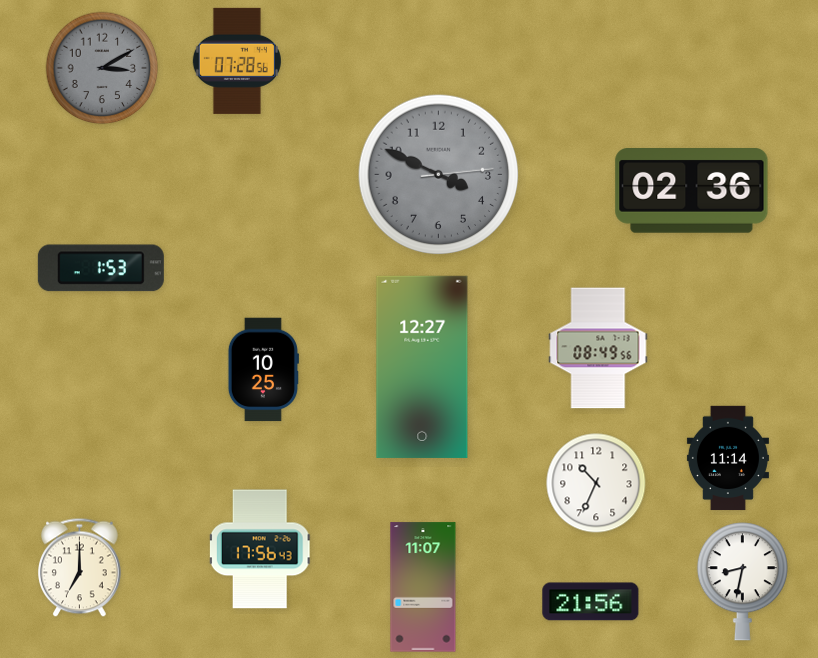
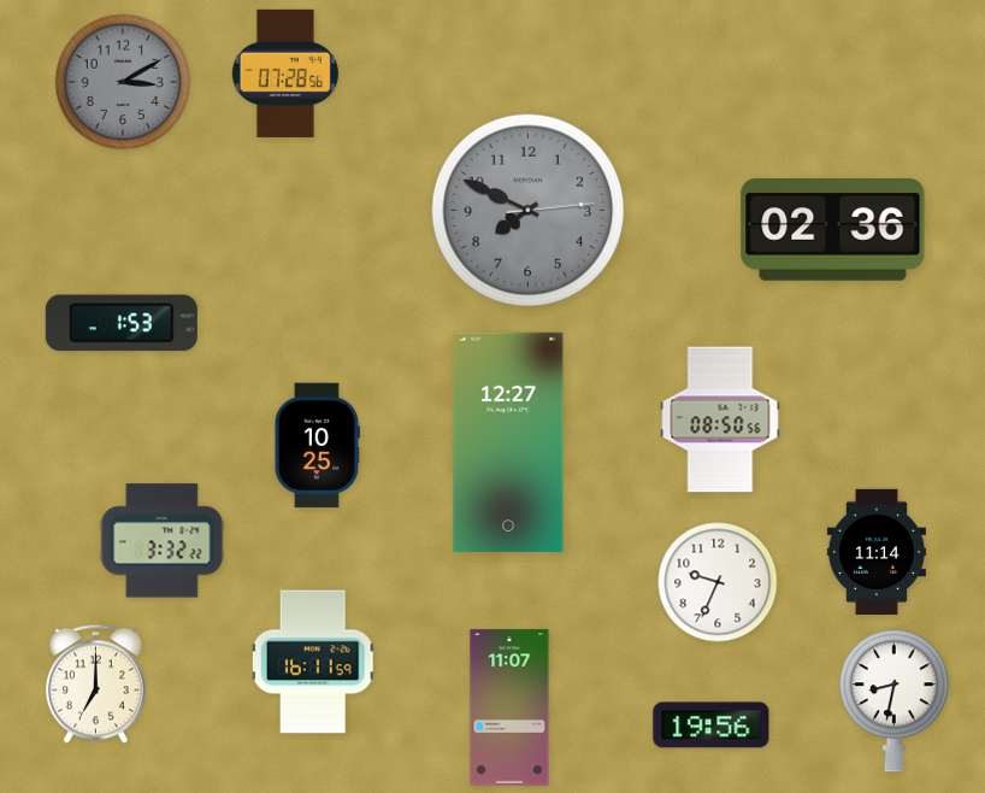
clock at (439, 175): 3:49 -> 7:49
clock at (598, 348): 08:49 -> 08:50
clock at (163, 541): none -> 3:32
clock at (596, 483): 10:34 -> 9:34
clock at (260, 549): 17:56 -> 16:11
clock at (591, 602): 21:56 -> 19:56
